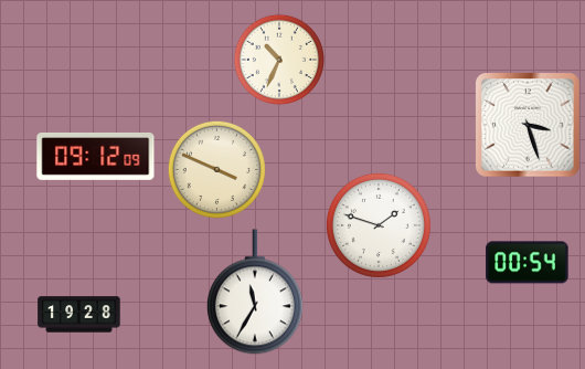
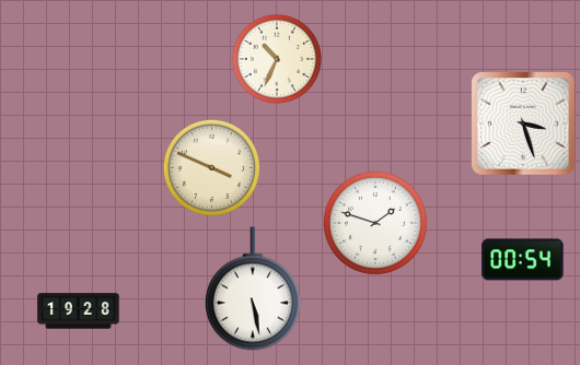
clock at (96, 156): 09:12 -> none
clock at (216, 169) position: (216, 169) -> (211, 167)
clock at (255, 292): 11:35 -> 5:28
